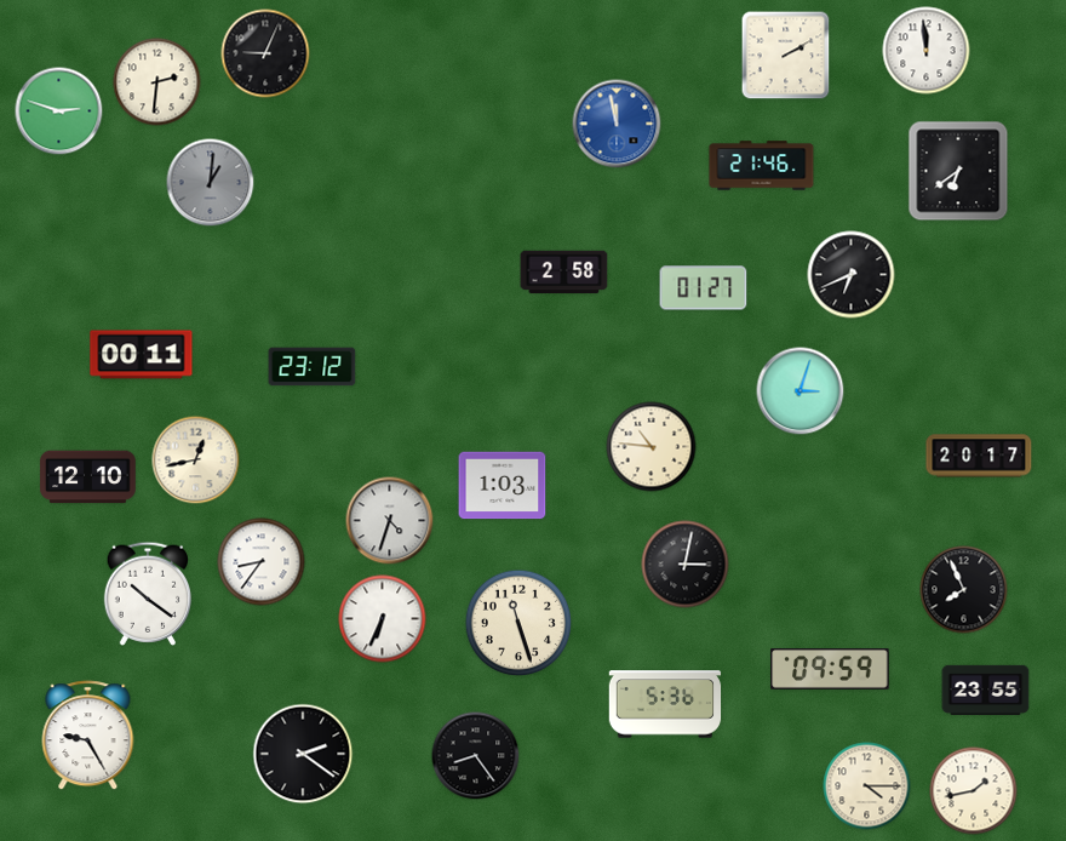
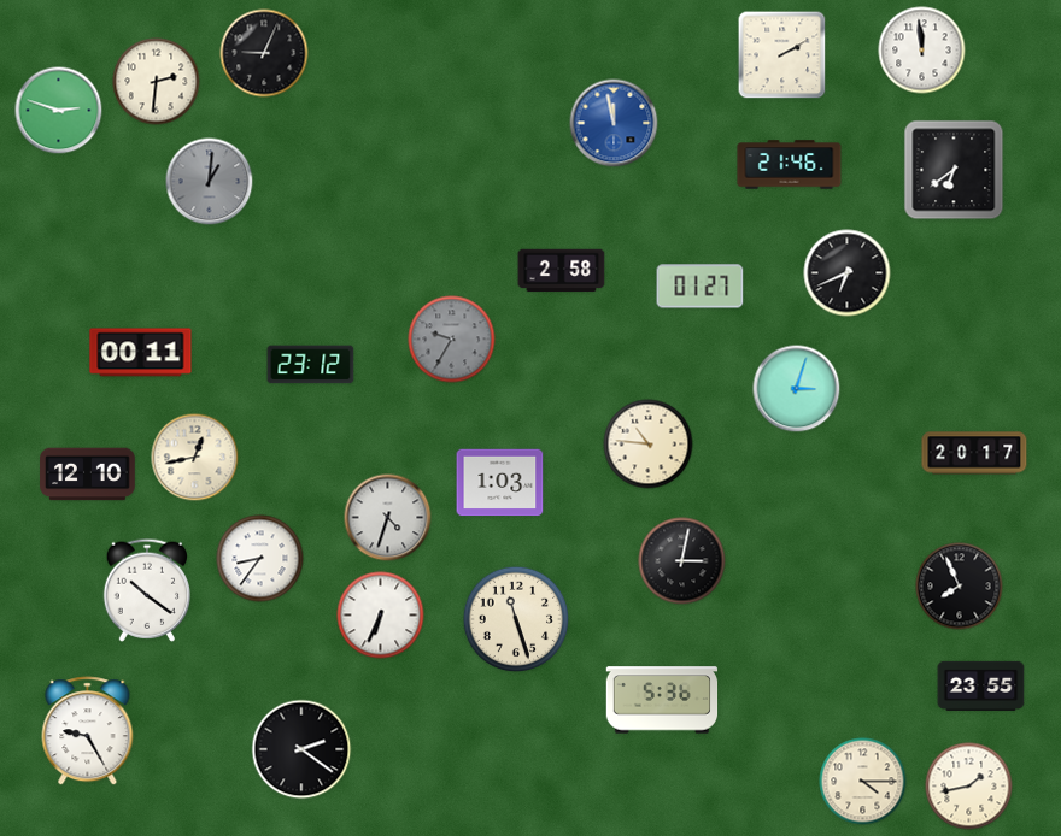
clock at (762, 166) position: (762, 166) -> (790, 165)
clock at (452, 340): none -> 9:35
clock at (830, 670): 09:59 -> none
clock at (476, 756): 8:24 -> none
